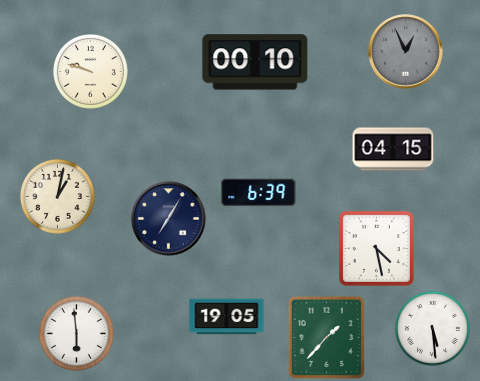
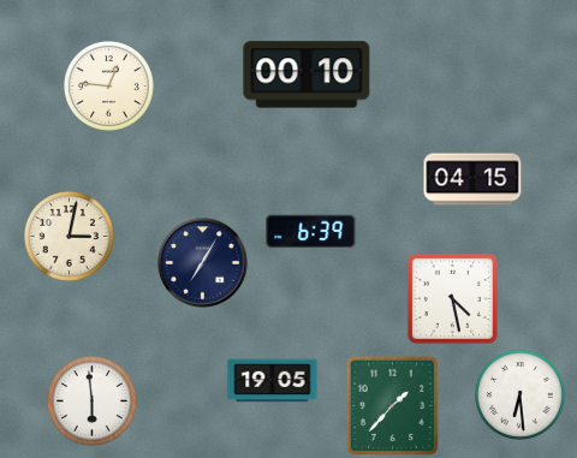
clock at (406, 52): 12:56 -> none
clock at (90, 71): 9:48 -> 12:46
clock at (57, 196): 1:02 -> 3:02
clock at (432, 328): 5:29 -> 6:29
